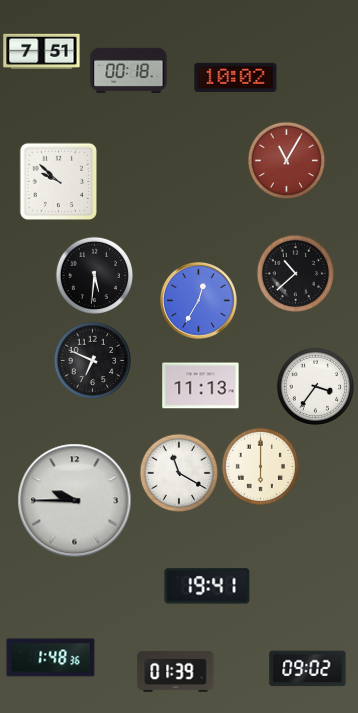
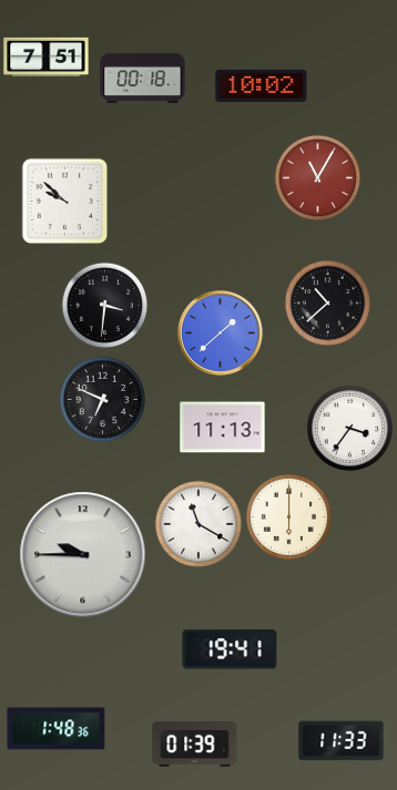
clock at (94, 275): 5:31 -> 3:31
clock at (198, 300): 12:35 -> 1:38
clock at (308, 669): 09:02 -> 11:33
